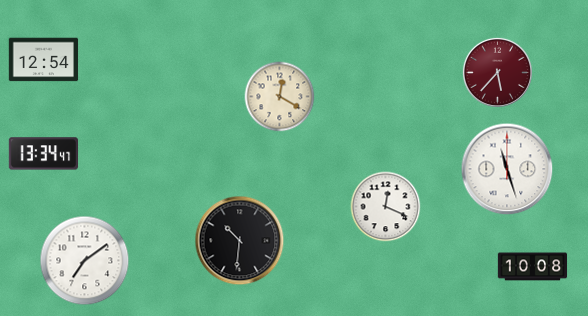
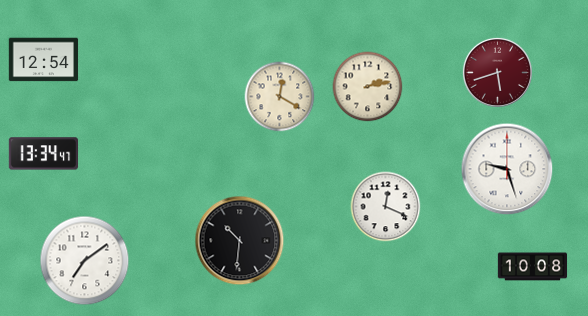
clock at (497, 72): 5:37 -> 5:42
clock at (368, 87): none -> 2:13
clock at (507, 169): 11:27 -> 9:27
